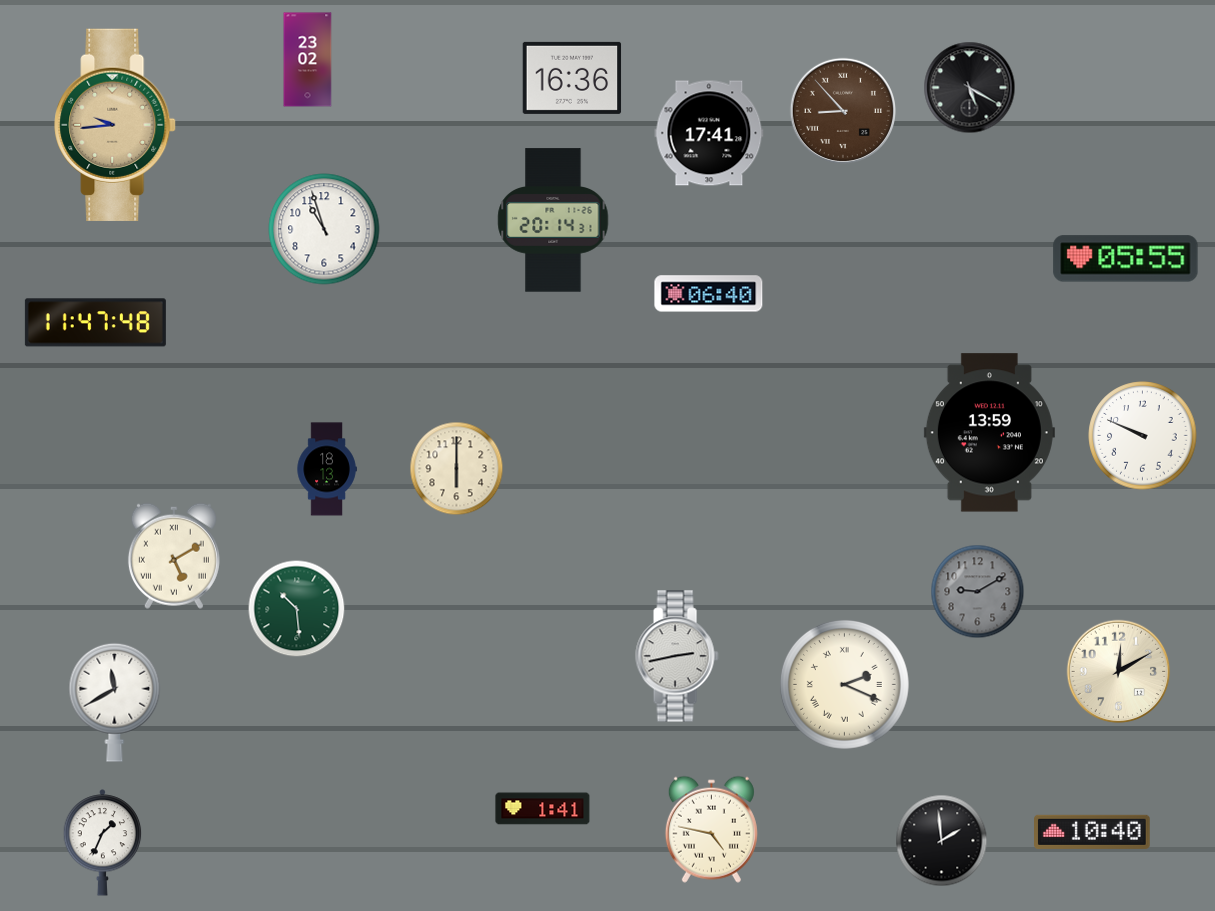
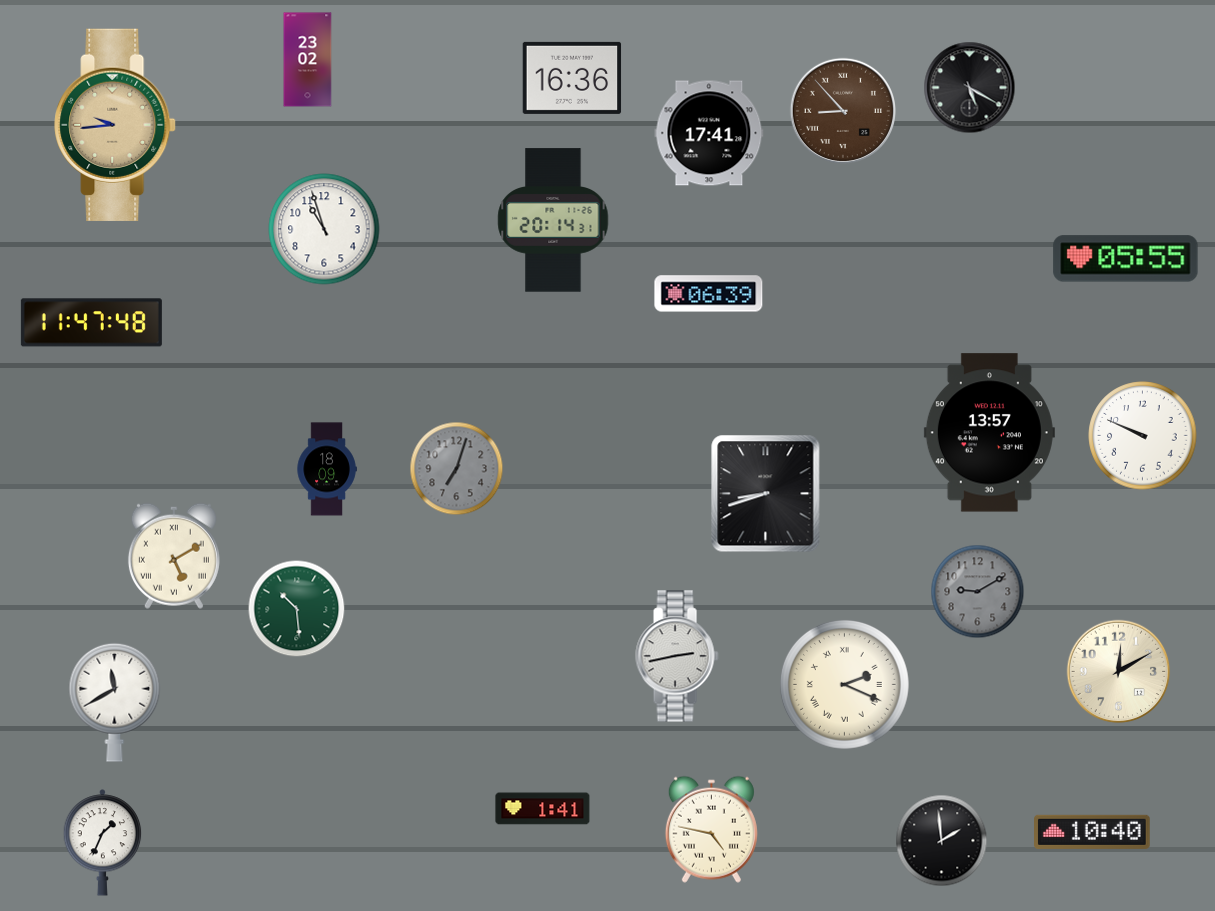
clock at (709, 294): 06:40 -> 06:39
clock at (95, 323) position: (95, 323) -> (91, 323)
clock at (989, 433): 13:59 -> 13:57
clock at (327, 469): 18:13 -> 18:09
clock at (457, 469): 6:00 -> 7:03
clock at (457, 469) dial: cream -> grey
clock at (766, 494): none -> 8:42
